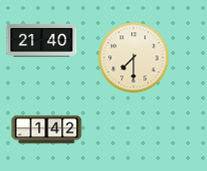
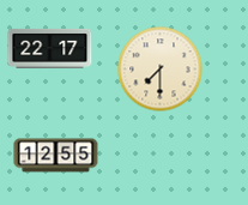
clock at (42, 40): 21:40 -> 22:17
clock at (47, 130): 1:42 -> 12:55
